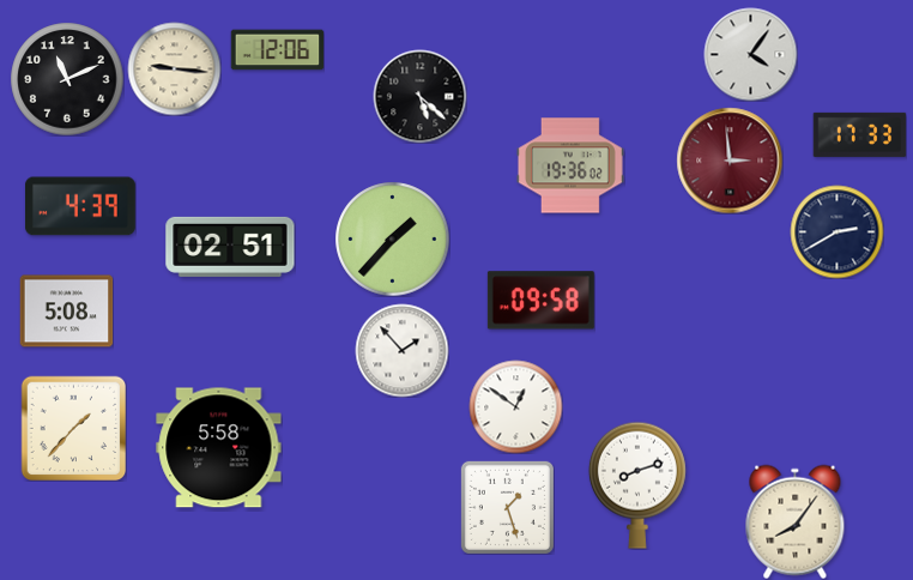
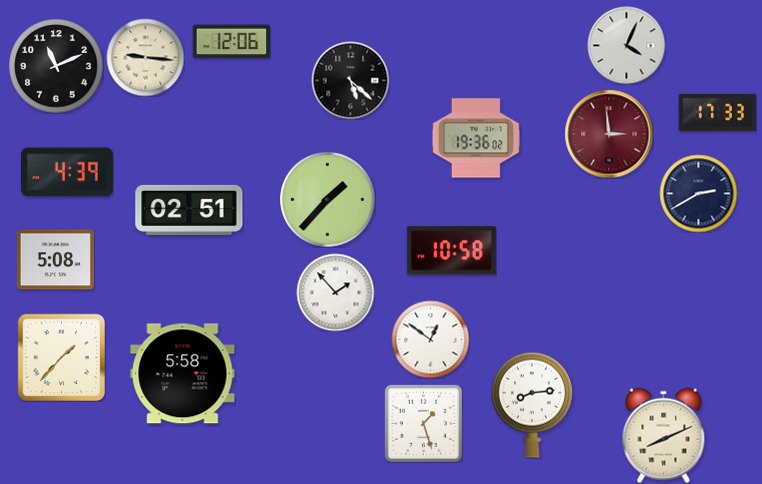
clock at (750, 54): 4:06 -> 4:04
clock at (230, 247) position: (230, 247) -> (189, 210)
clock at (540, 301): 09:58 -> 10:58
clock at (637, 485): 8:12 -> 8:14
clock at (796, 521): 8:06 -> 8:11
